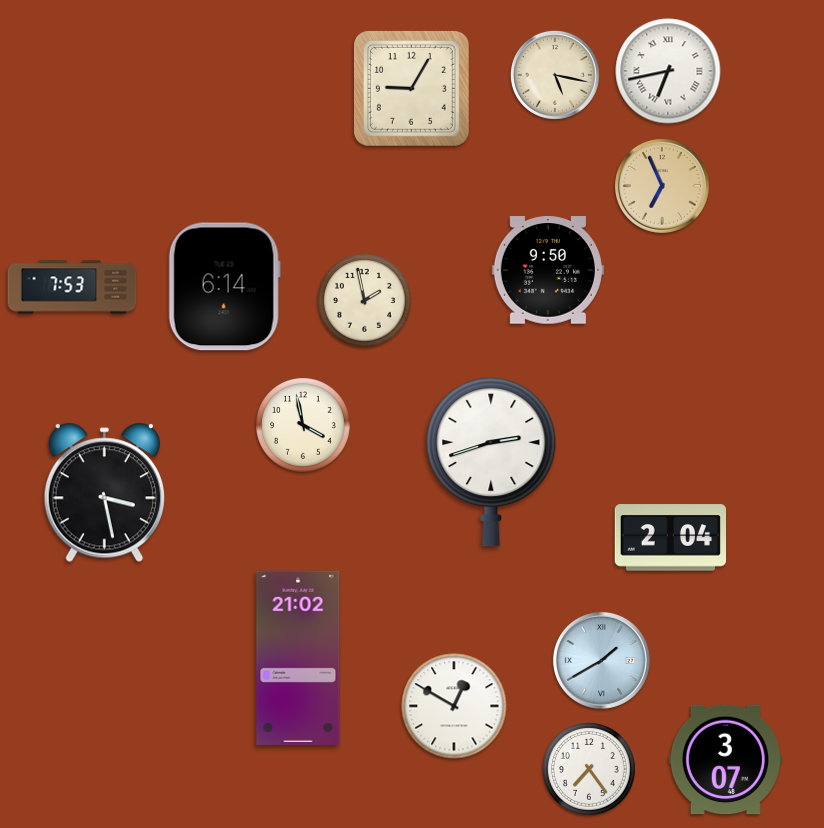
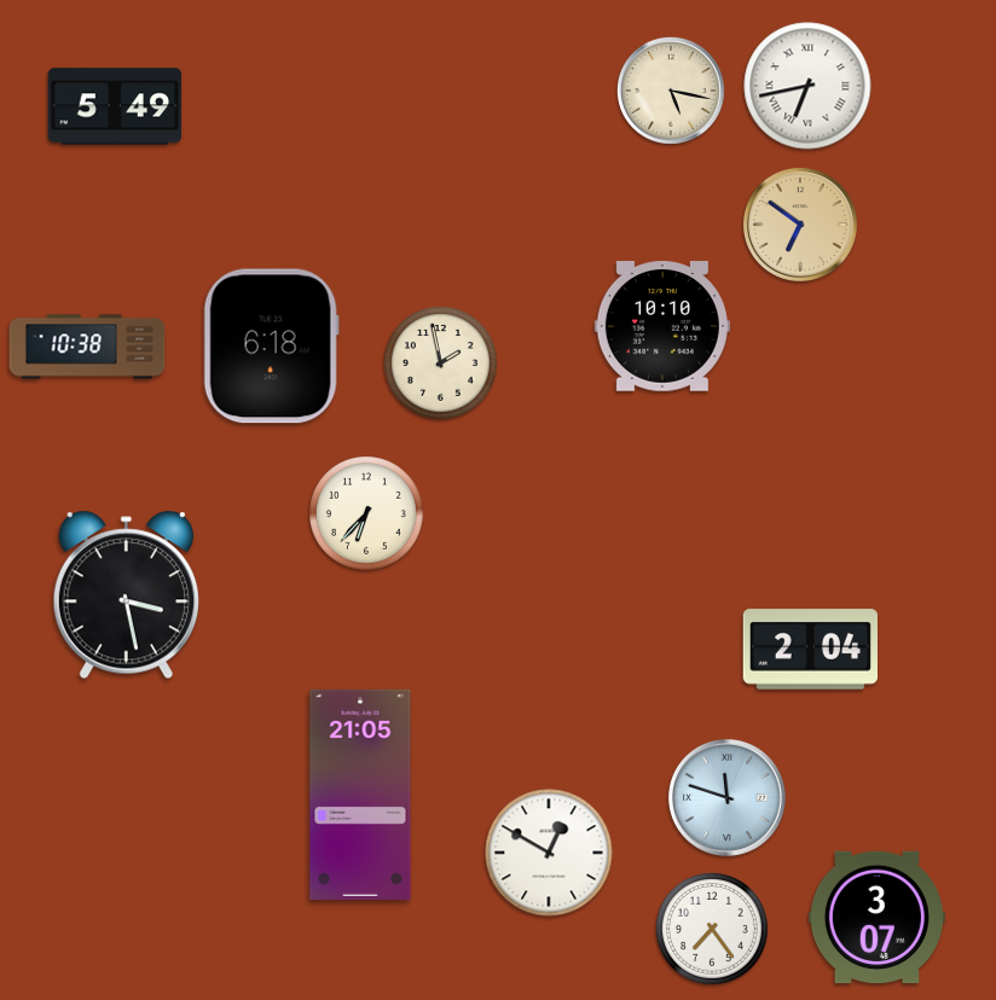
clock at (115, 106): none -> 5:49
clock at (411, 88): 9:05 -> none
clock at (662, 186): 6:56 -> 6:51
clock at (548, 270): 9:50 -> 10:10
clock at (72, 287): 7:53 -> 10:38
clock at (224, 287): 6:14 -> 6:18
clock at (303, 425): 3:58 -> 6:37
clock at (491, 463): 2:42 -> none
clock at (298, 658): 21:02 -> 21:05
clock at (601, 660): 1:40 -> 11:48
